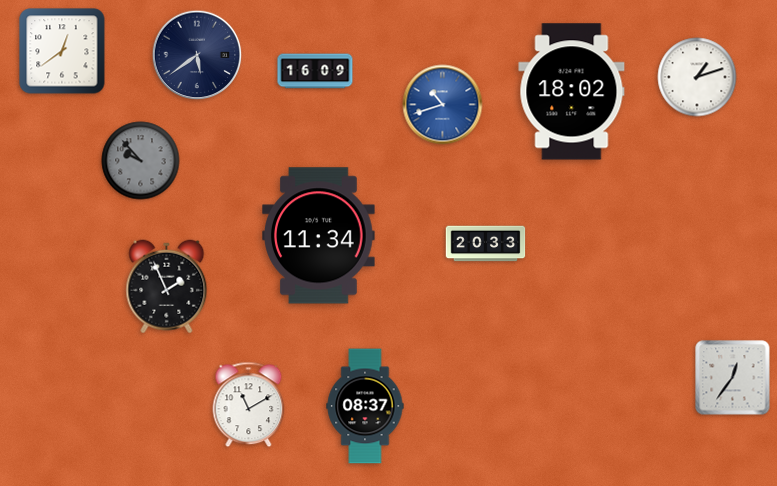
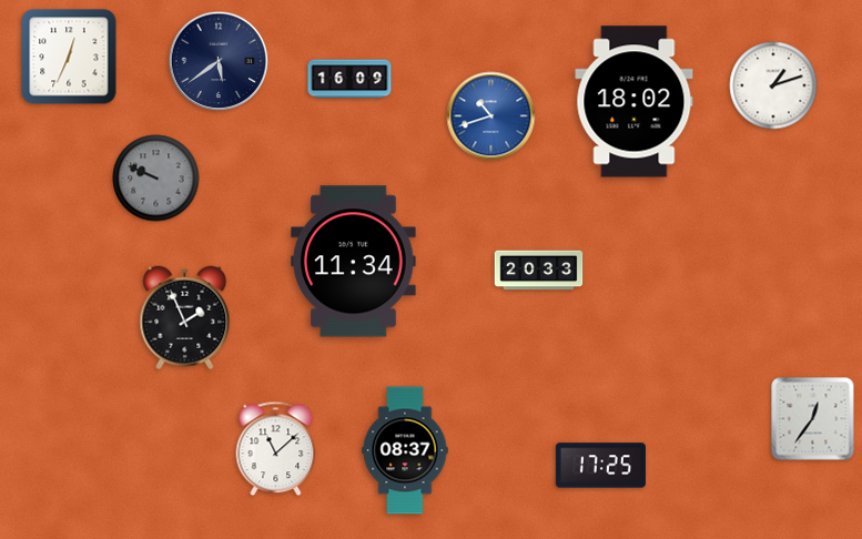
clock at (62, 51): 12:39 -> 12:34
clock at (141, 161): 9:53 -> 9:49
clock at (249, 405): 11:10 -> 11:08
clock at (600, 466): none -> 17:25
